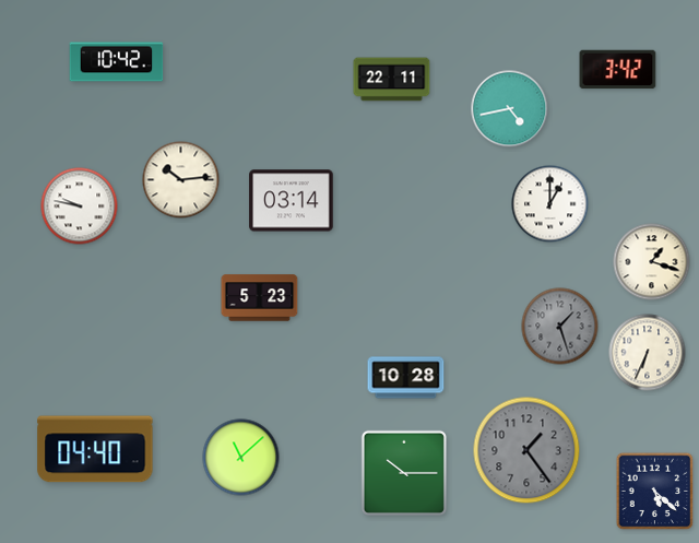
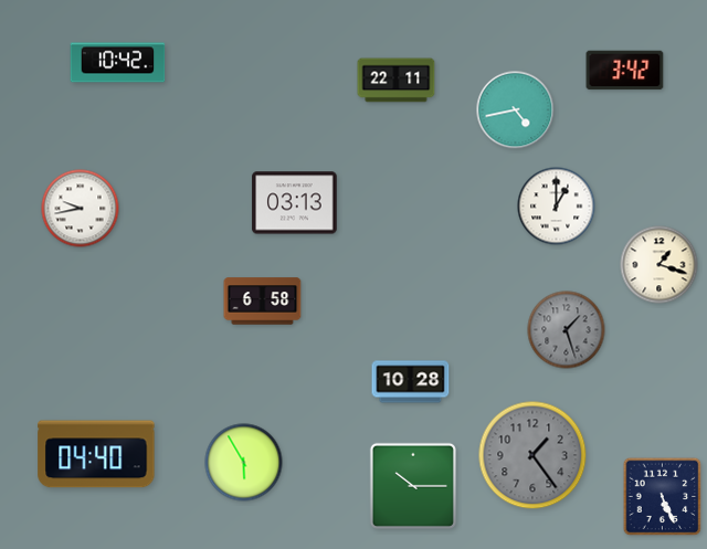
clock at (181, 180): 10:14 -> none
clock at (292, 201): 03:14 -> 03:13
clock at (80, 206): 9:47 -> 9:43
clock at (260, 298): 5:23 -> 6:58
clock at (648, 353): 6:34 -> none
clock at (241, 458): 11:08 -> 5:55
clock at (404, 473) position: (404, 473) -> (413, 486)
clock at (655, 492): 5:22 -> 5:26
